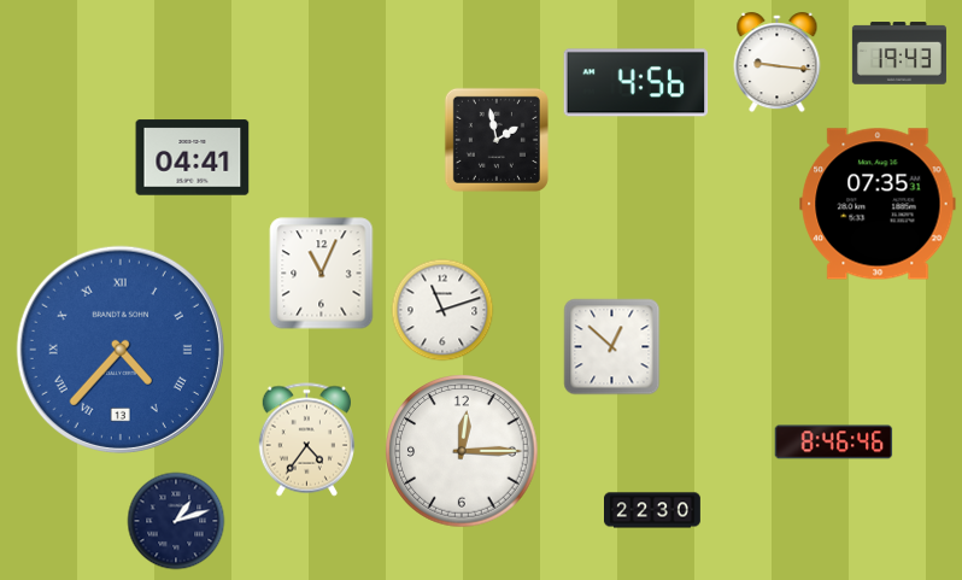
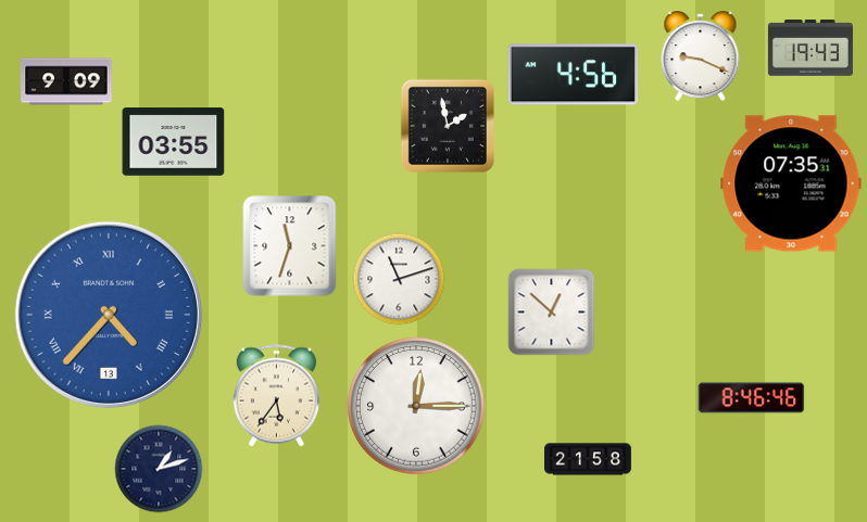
clock at (778, 63): 9:16 -> 9:19
clock at (66, 81): none -> 9:09
clock at (193, 158): 04:41 -> 03:55
clock at (322, 274): 11:04 -> 11:33
clock at (306, 440): 4:36 -> 5:36
clock at (653, 510): 22:30 -> 21:58
